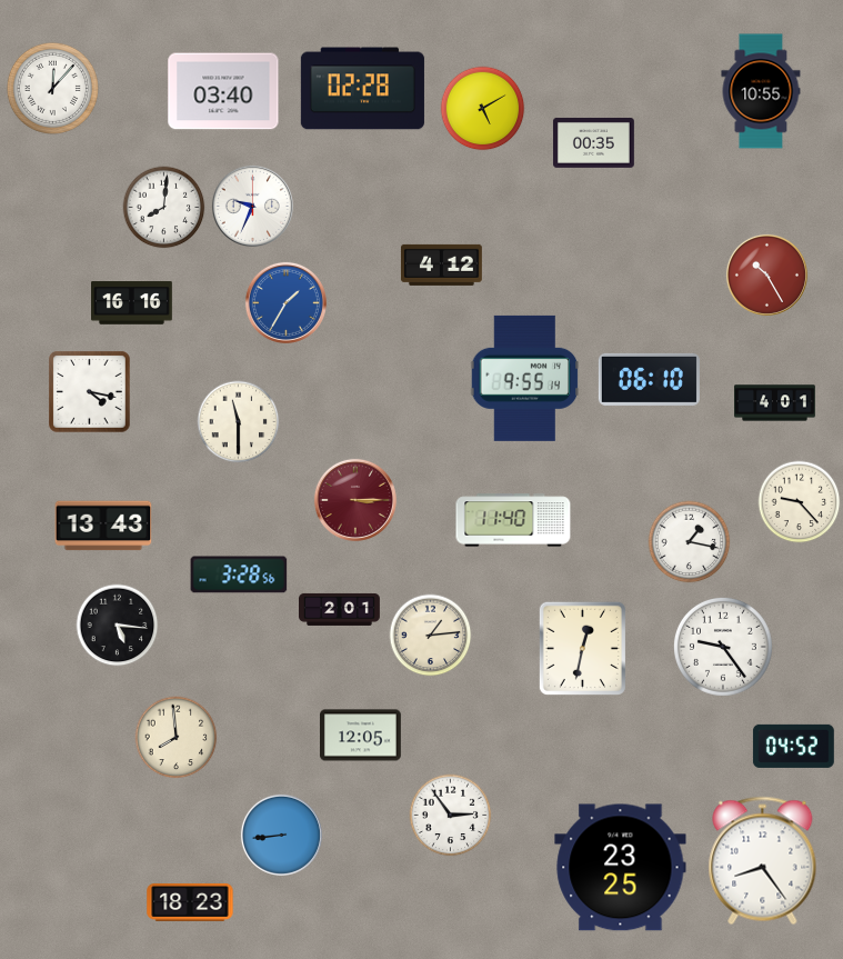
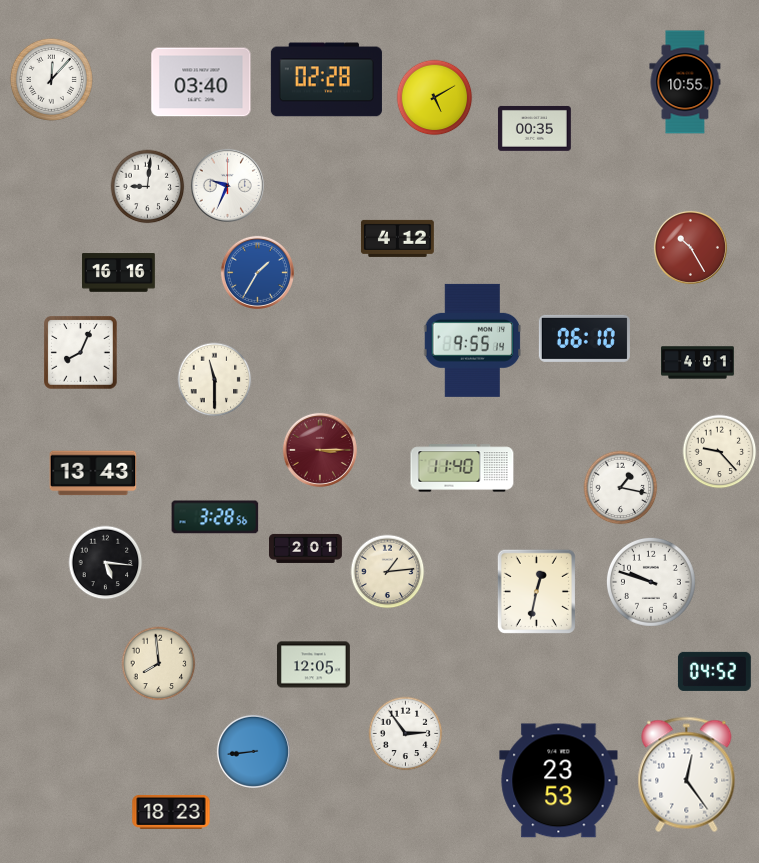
clock at (52, 88) position: (52, 88) -> (51, 79)
clock at (164, 208): 8:01 -> 9:01
clock at (649, 379) position: (649, 379) -> (584, 338)
clock at (90, 392): 4:17 -> 8:04
clock at (723, 647): 9:24 -> 9:48
clock at (582, 648) position: (582, 648) -> (536, 591)
clock at (361, 736) position: (361, 736) -> (314, 665)
clock at (763, 861): 8:24 -> 12:24
clock at (621, 868): 23:25 -> 23:53
